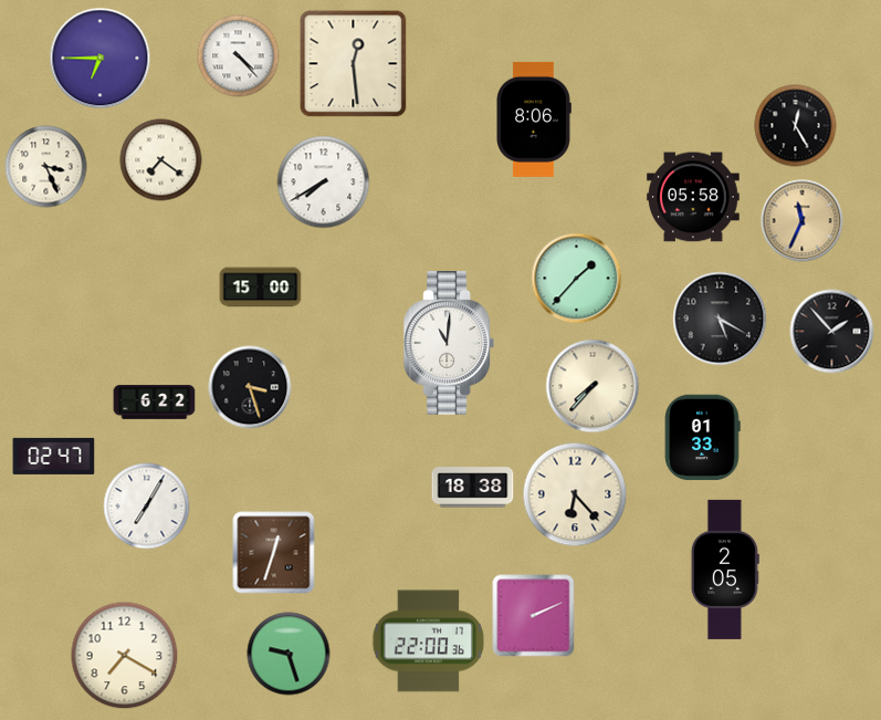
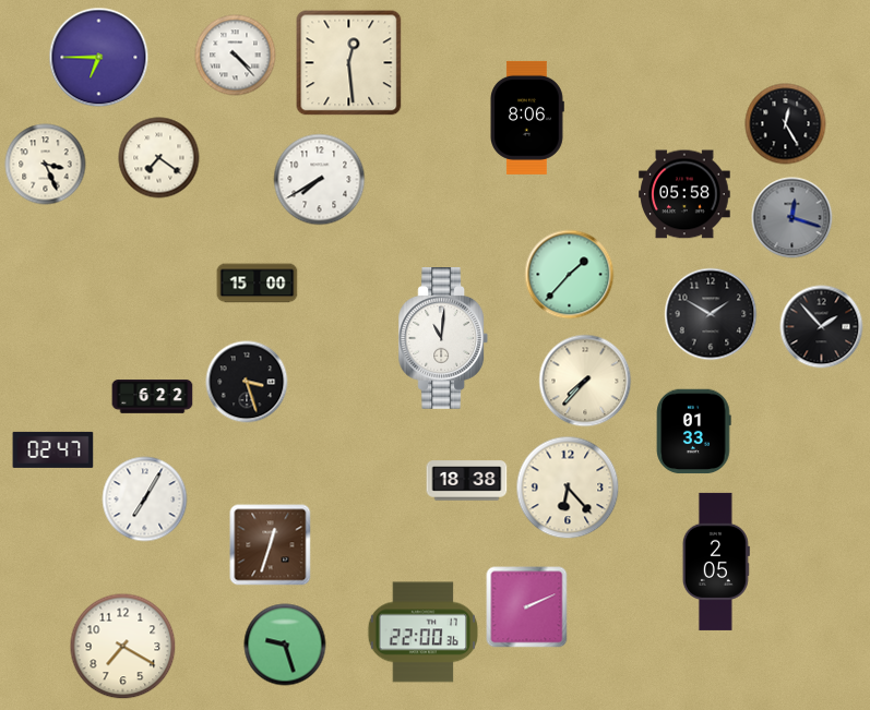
clock at (803, 221): 11:34 -> 12:18
clock at (803, 221) dial: champagne -> grey
clock at (720, 319): 5:20 -> 1:50
